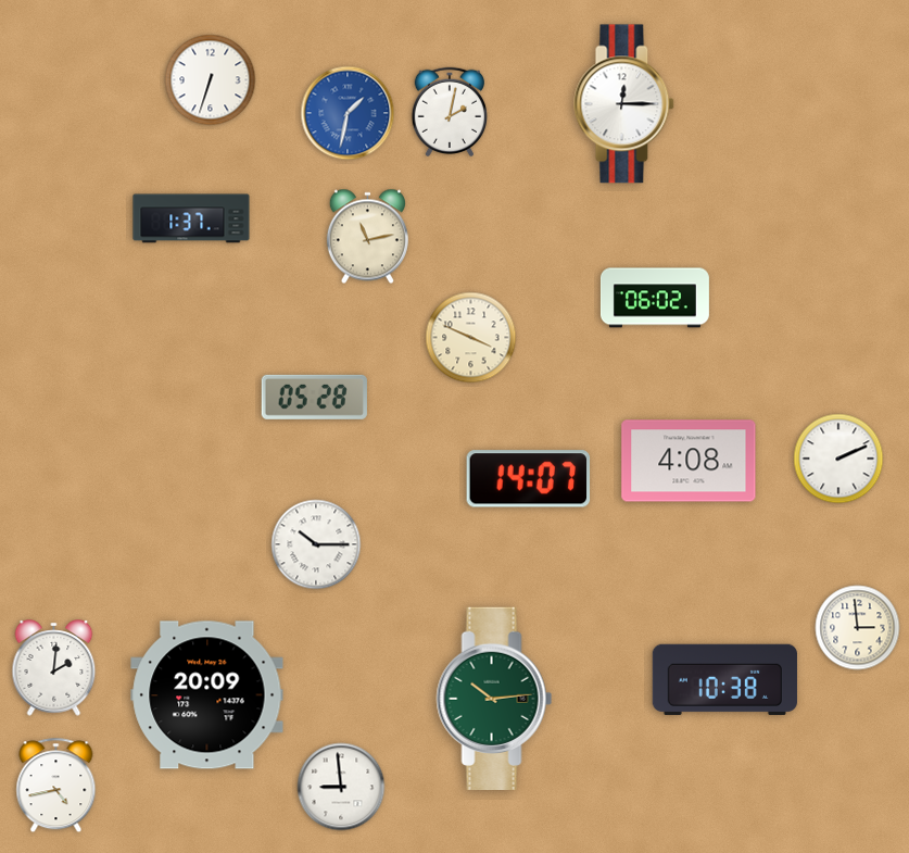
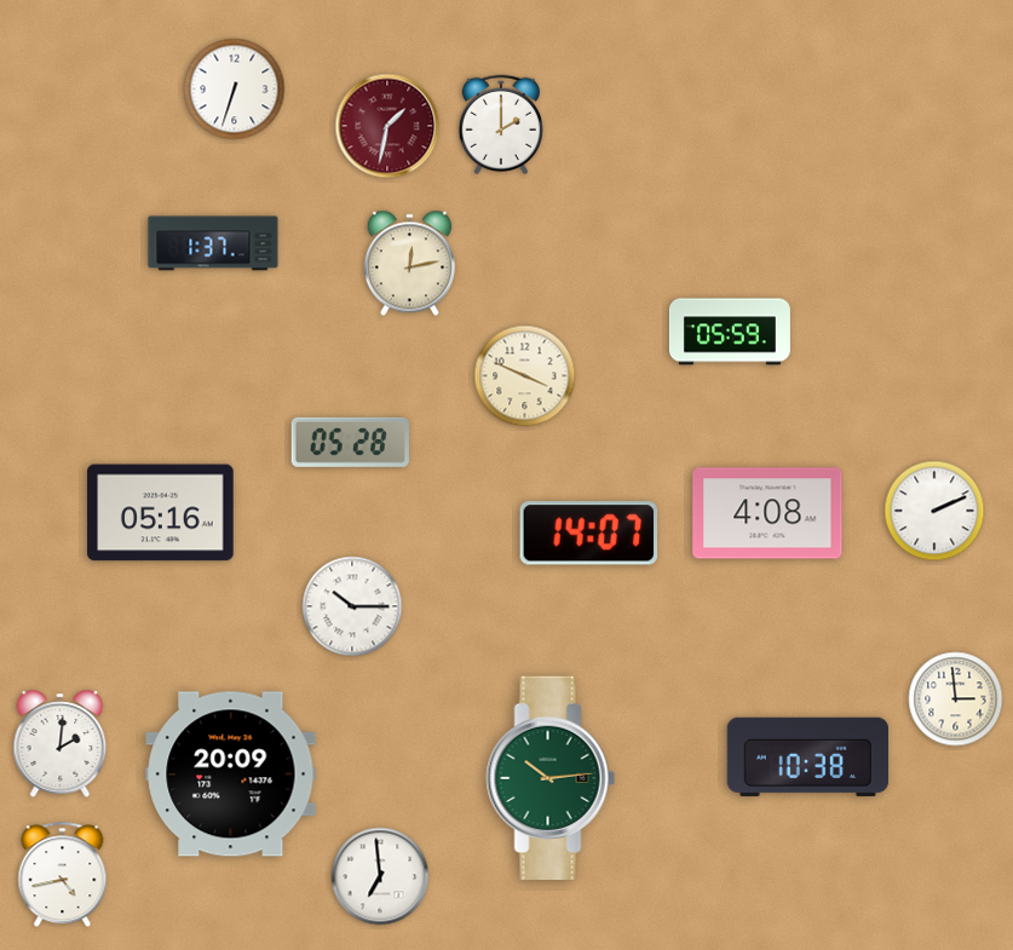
clock at (624, 104): 12:15 -> none
clock at (449, 111): 2:02 -> 2:00
clock at (348, 113) dial: blue -> burgundy
clock at (367, 237): 11:13 -> 12:13
clock at (655, 298): 06:02 -> 05:59
clock at (161, 513): none -> 05:16
clock at (341, 787): 8:59 -> 6:59
